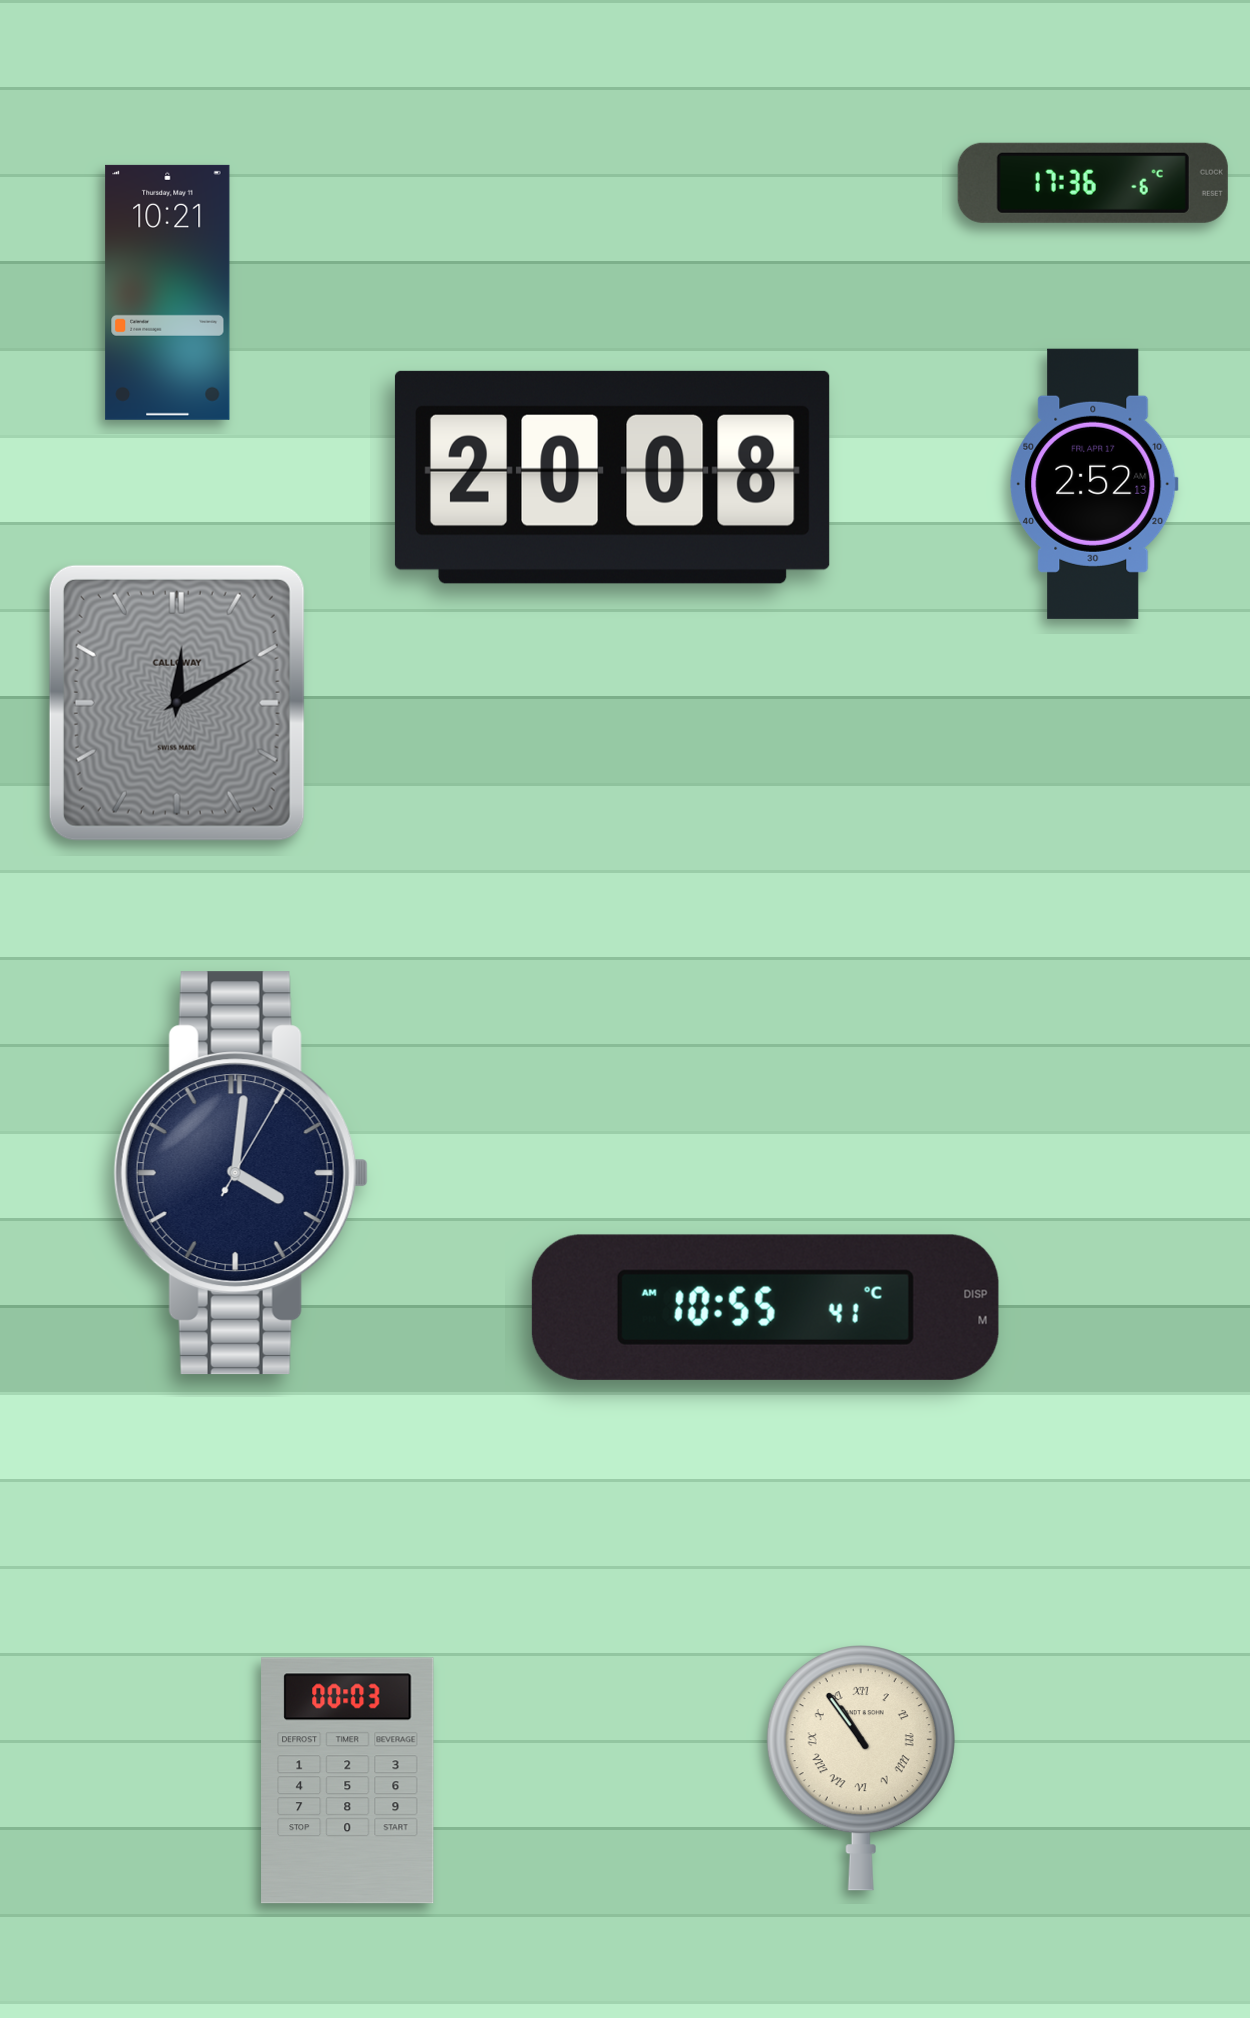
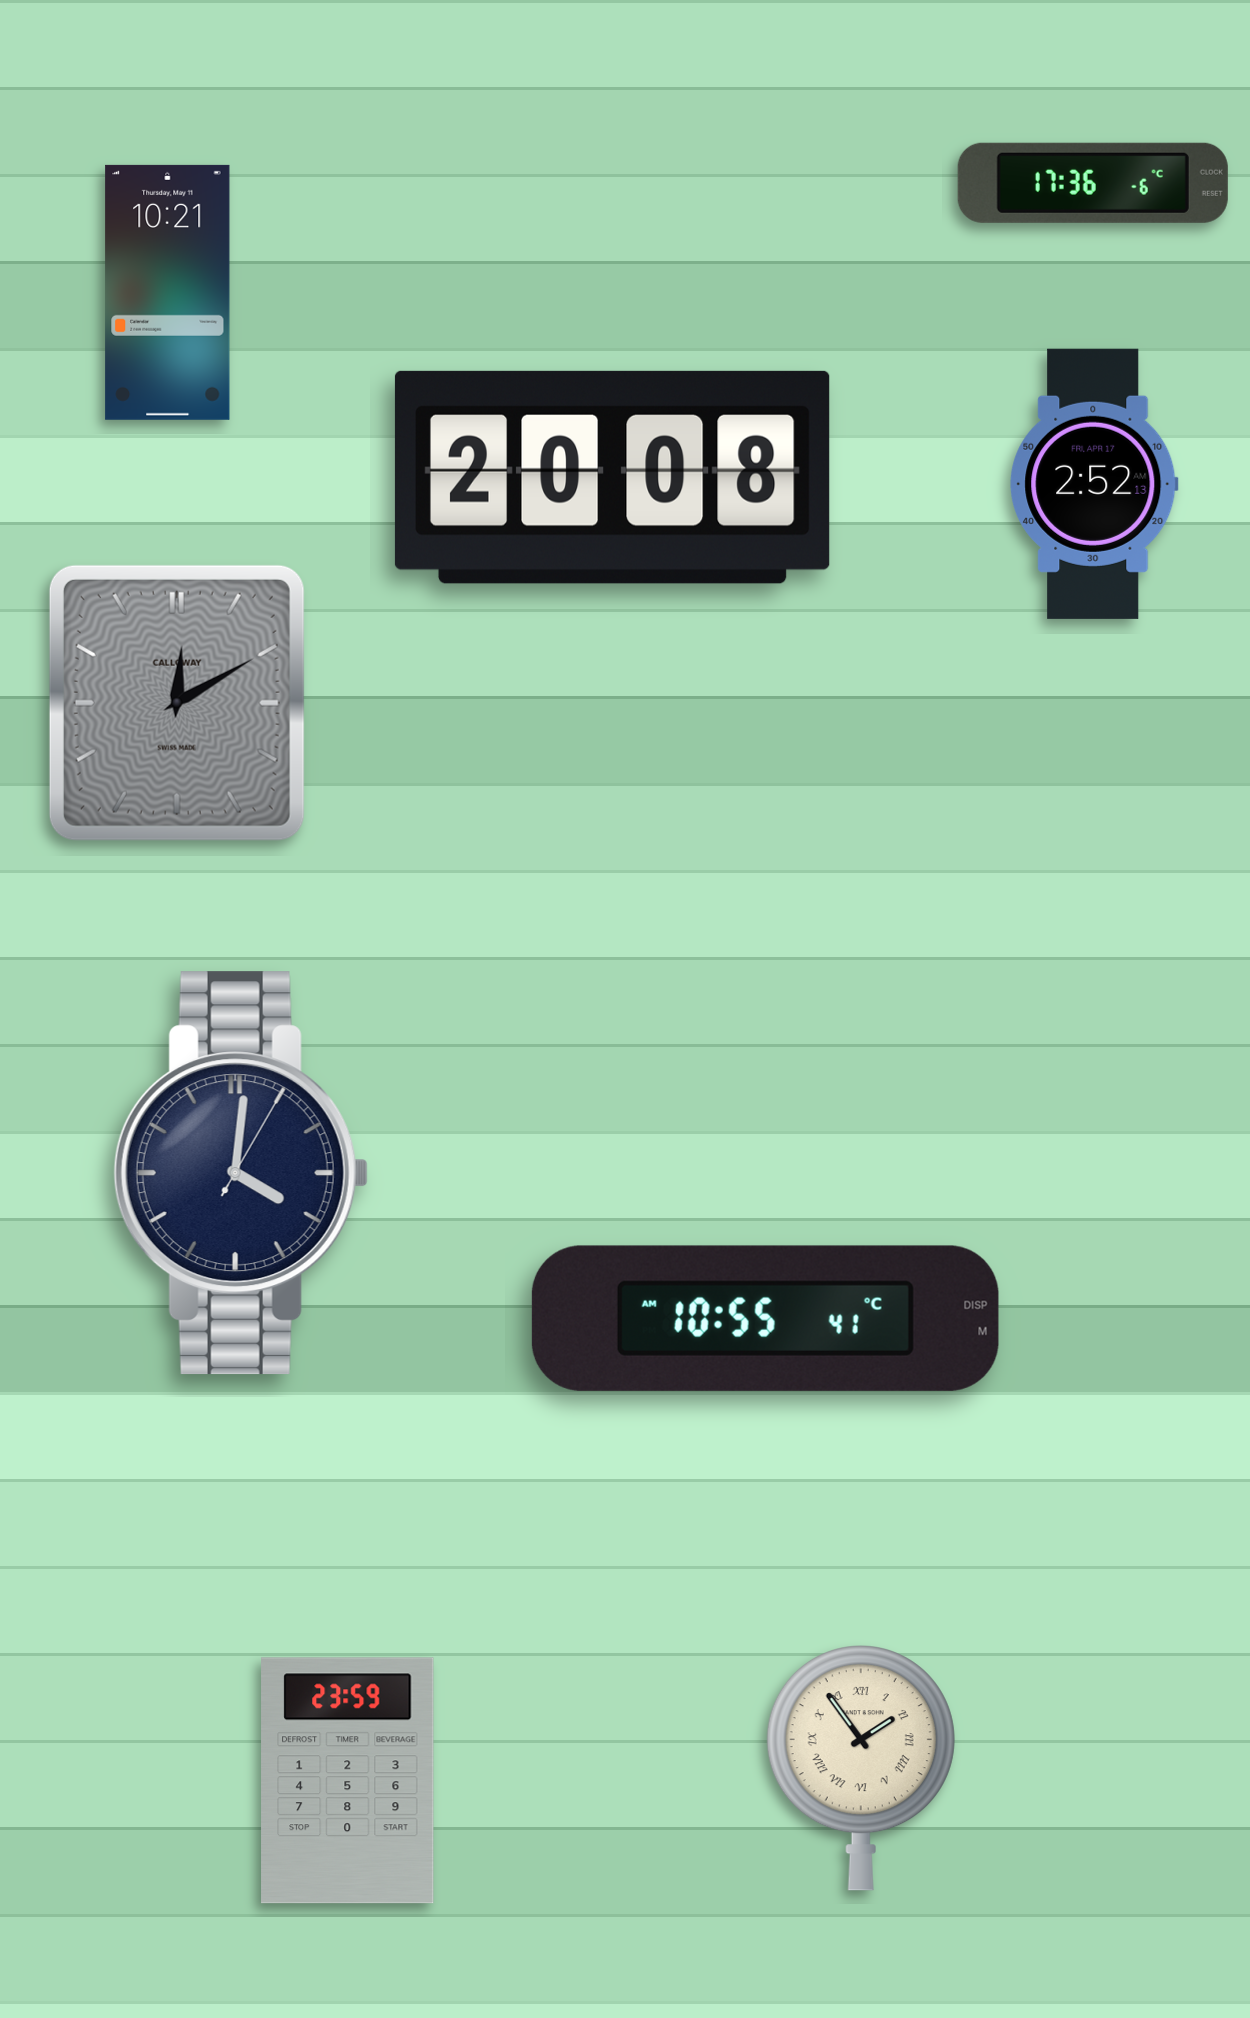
clock at (765, 1307) position: (765, 1307) -> (765, 1318)
clock at (861, 1768): 10:54 -> 1:54
clock at (348, 1781): 00:03 -> 23:59
